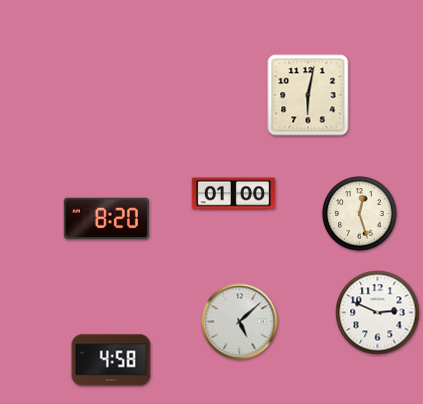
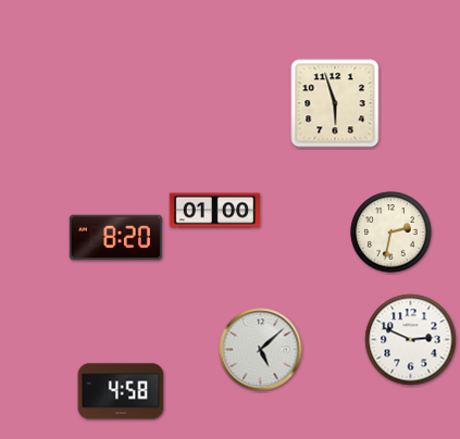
clock at (308, 95): 6:02 -> 5:57
clock at (234, 194) position: (234, 194) -> (215, 211)
clock at (360, 214): 12:27 -> 2:32
